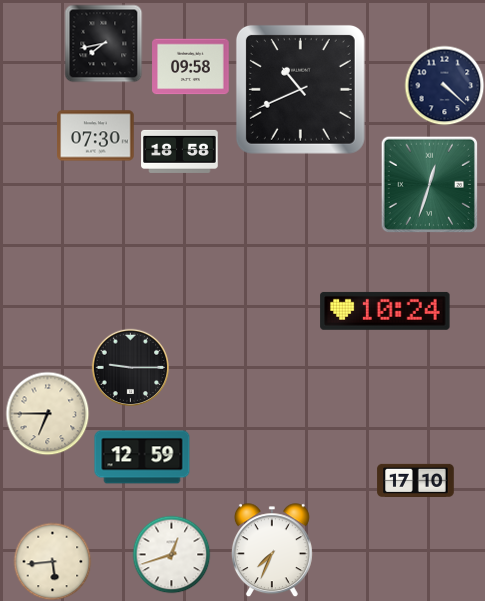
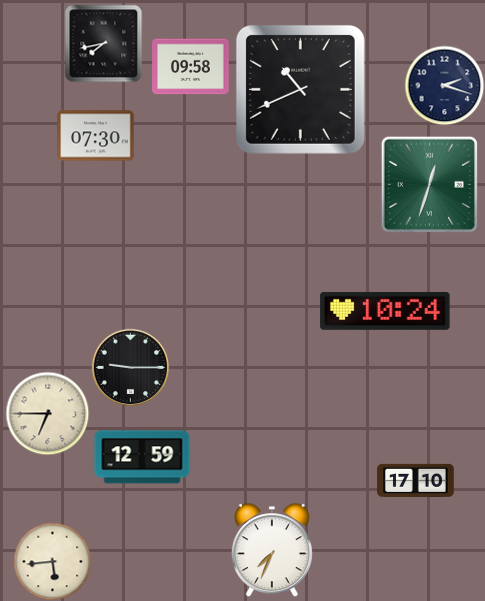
clock at (444, 85): 4:22 -> 2:18
clock at (180, 151): 18:58 -> none
clock at (171, 554): 12:42 -> none
